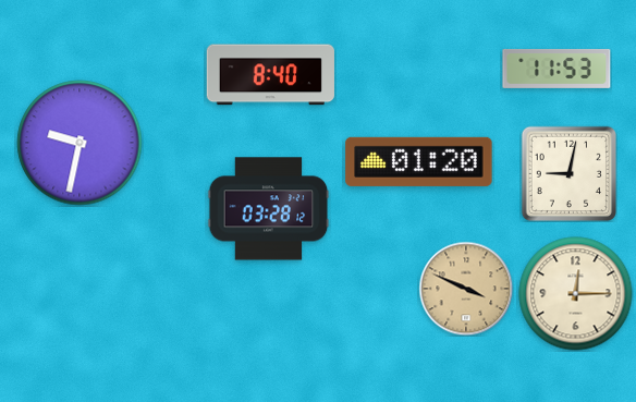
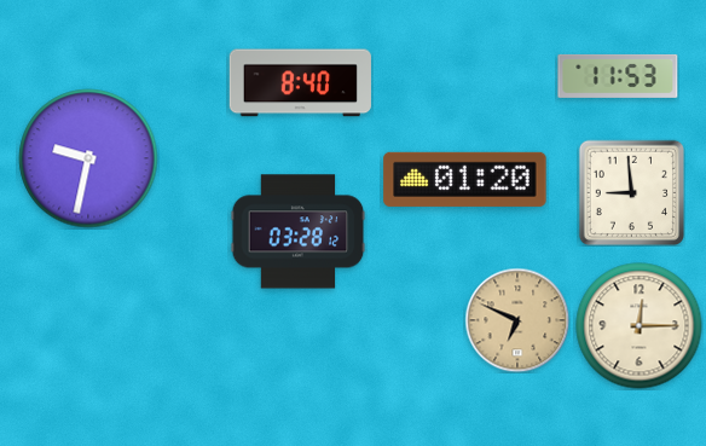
clock at (568, 173): 9:02 -> 8:59
clock at (466, 289): 3:49 -> 6:49
